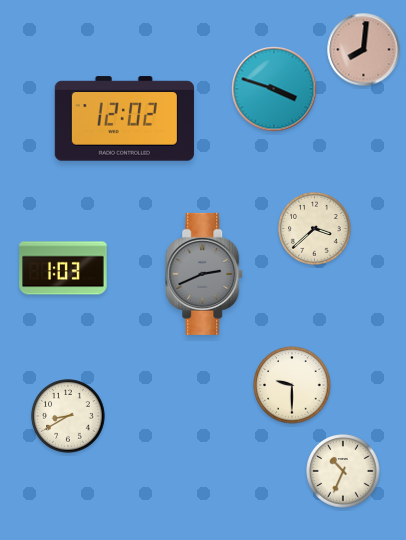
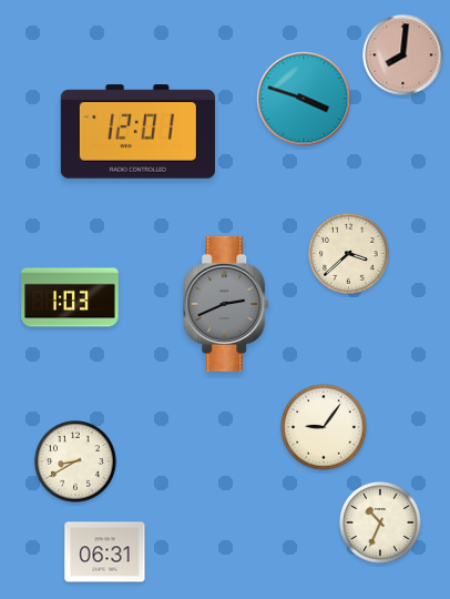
clock at (124, 119): 12:02 -> 12:01
clock at (292, 385): 9:30 -> 9:06
clock at (105, 552): none -> 06:31
